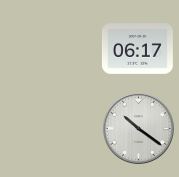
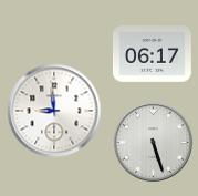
clock at (54, 111): none -> 8:59
clock at (138, 128): 10:21 -> 5:27
